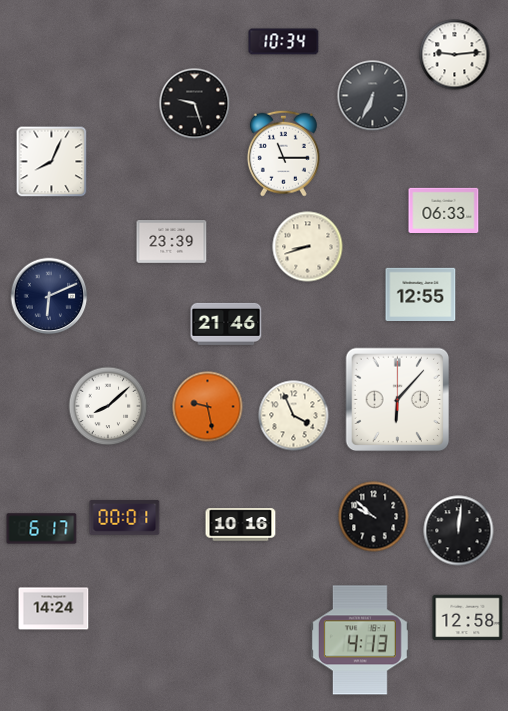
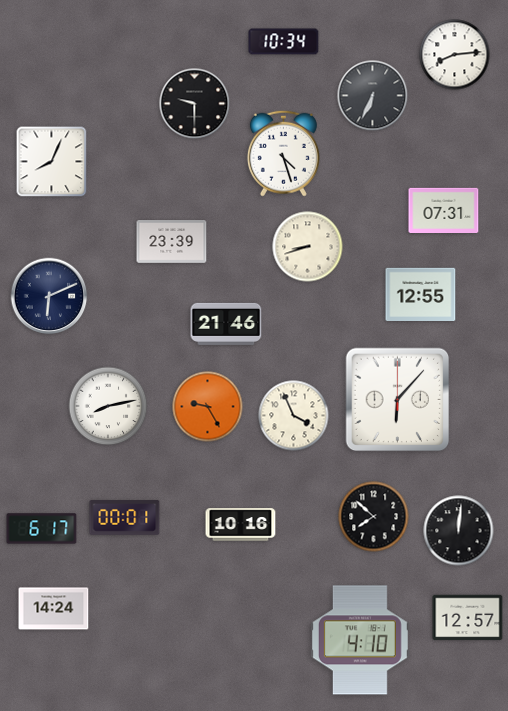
clock at (455, 55): 9:14 -> 8:14
clock at (195, 104): 9:27 -> 9:30
clock at (283, 153): 11:15 -> 4:27
clock at (444, 210): 06:33 -> 07:31
clock at (108, 406): 8:08 -> 8:13
clock at (208, 407): 9:28 -> 9:25
clock at (374, 517): 9:52 -> 7:52
clock at (468, 618): 12:58 -> 12:57
clock at (360, 640): 4:13 -> 4:10
